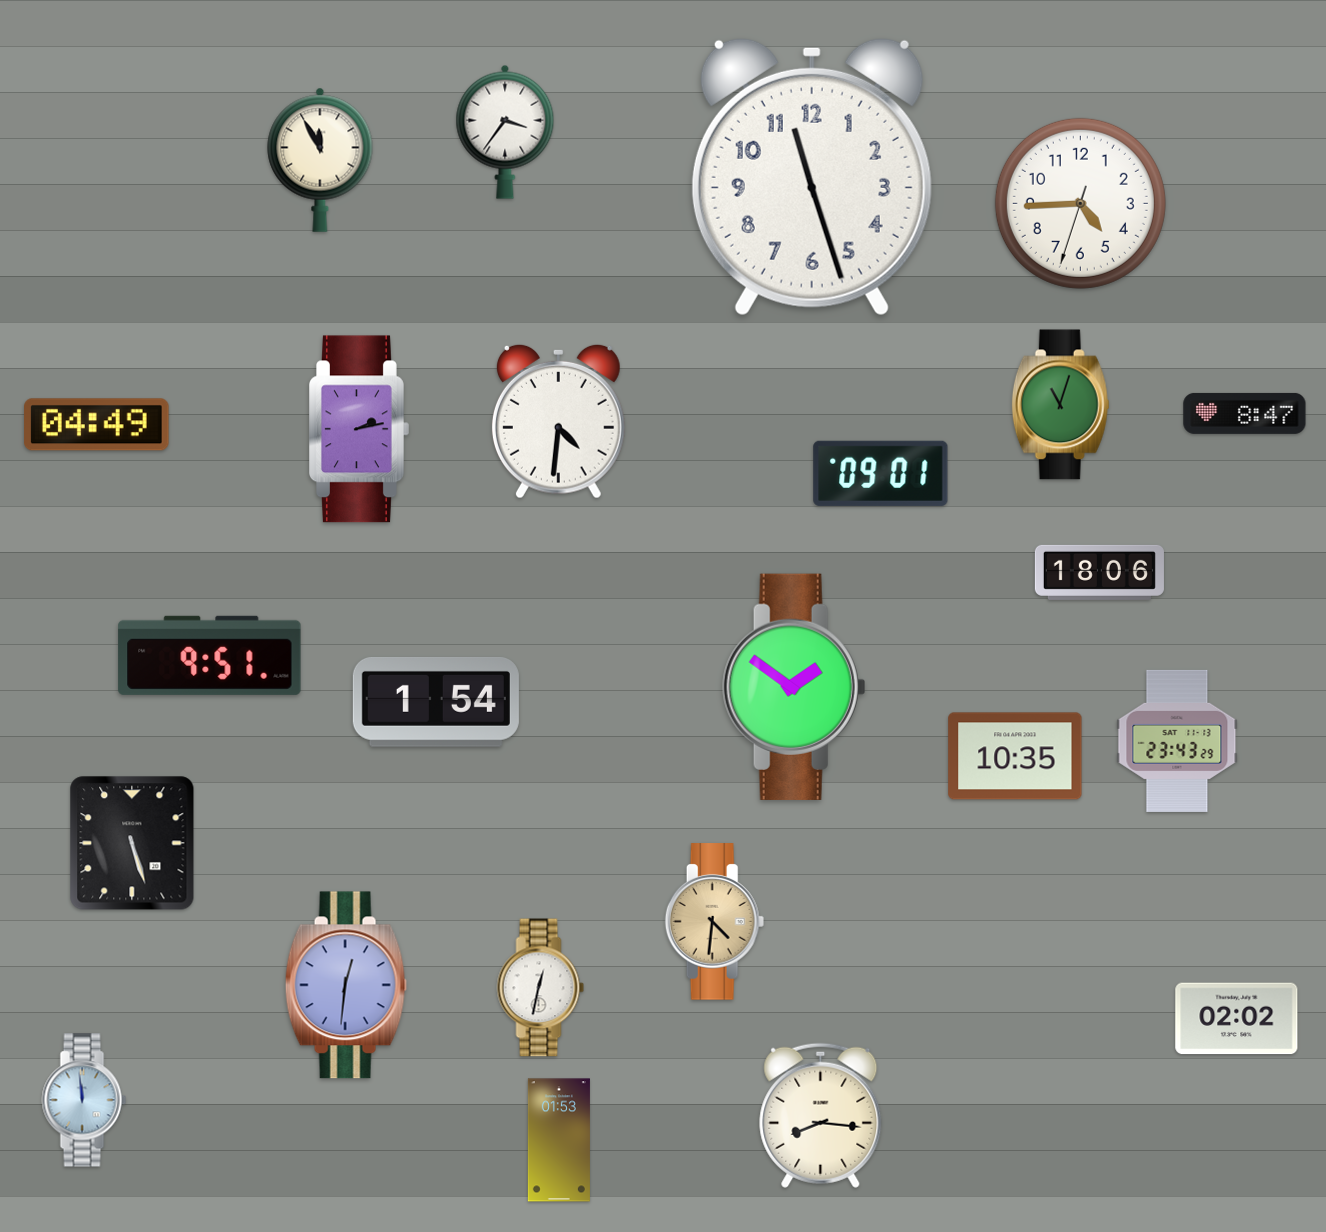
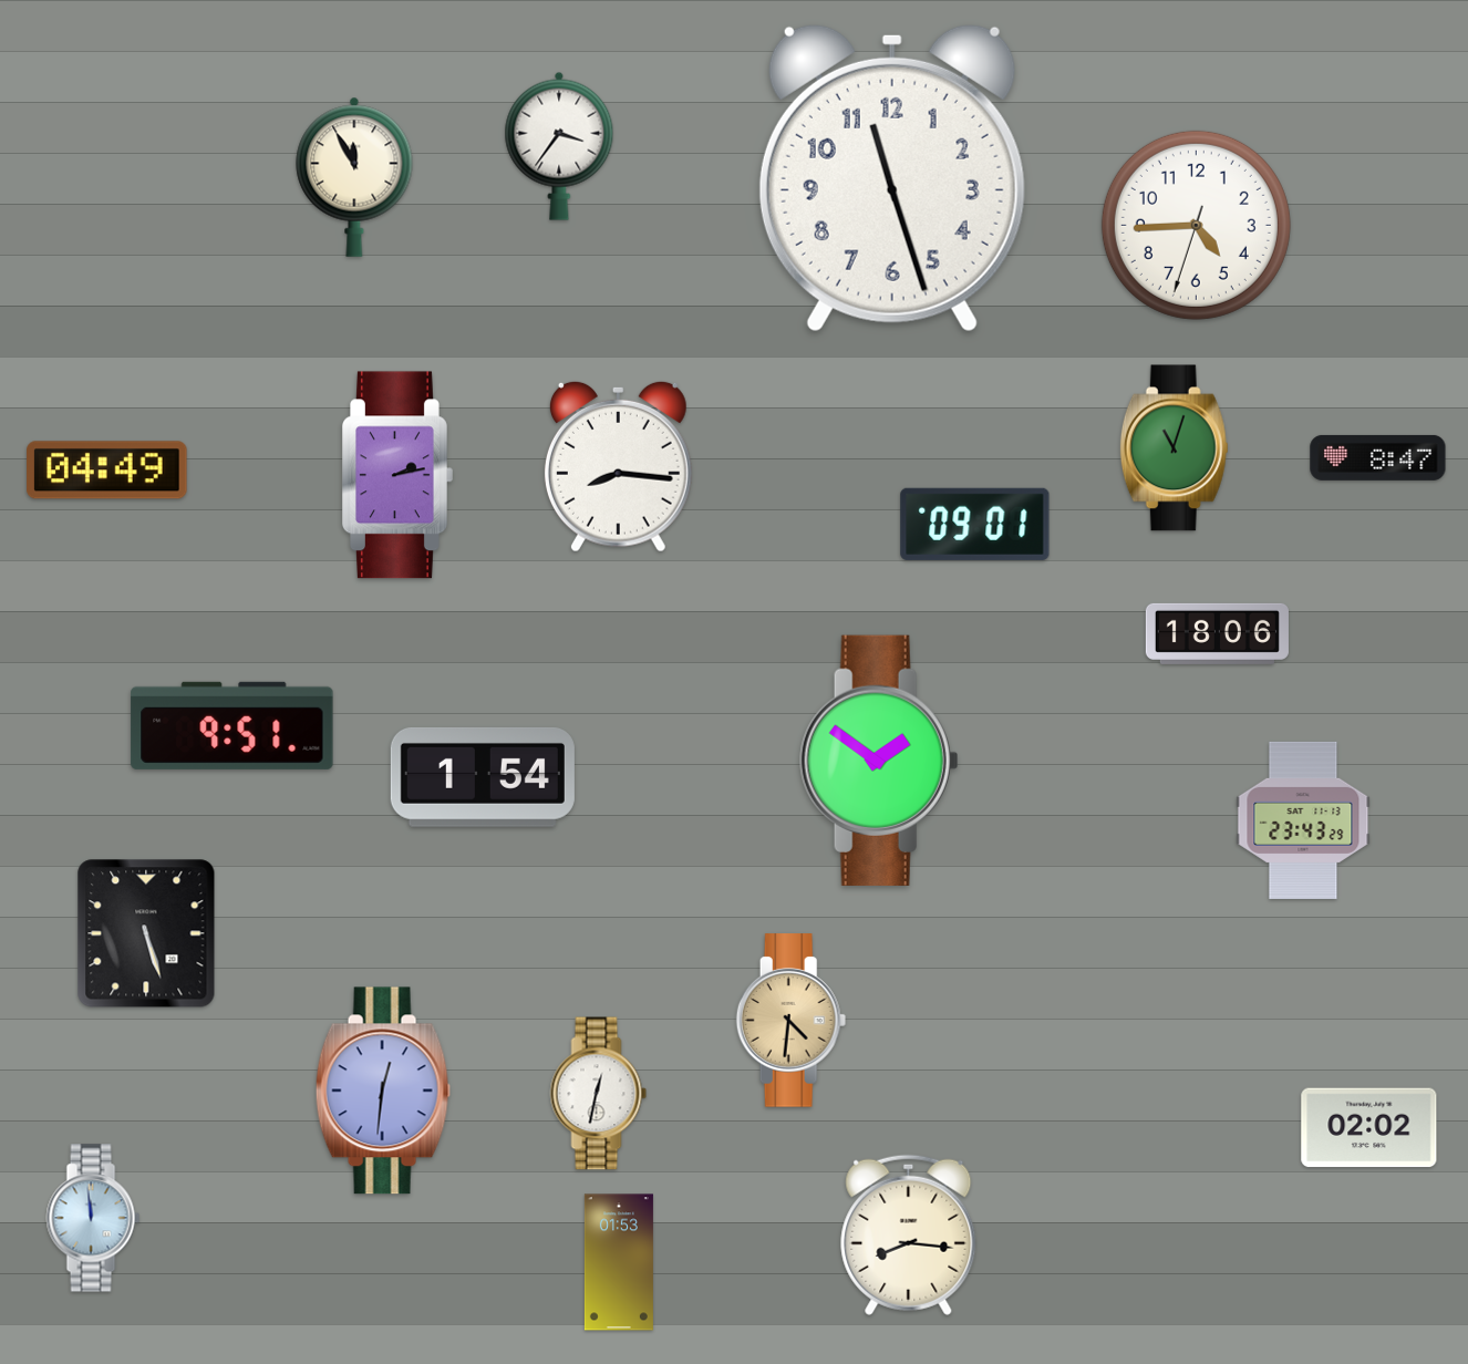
clock at (812, 177) position: (812, 177) -> (892, 178)
clock at (558, 421): 4:31 -> 8:16
clock at (1015, 756): 10:35 -> none
